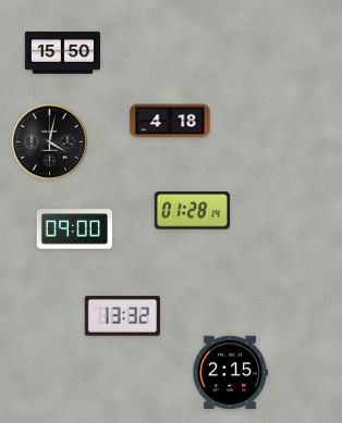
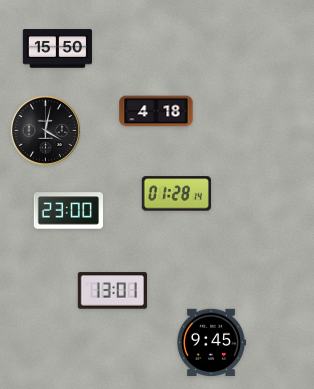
clock at (74, 229): 09:00 -> 23:00
clock at (122, 316): 13:32 -> 13:01
clock at (229, 373): 2:15 -> 9:45
